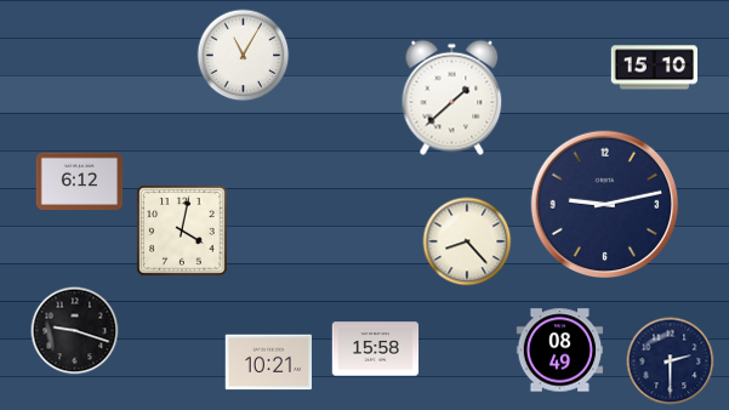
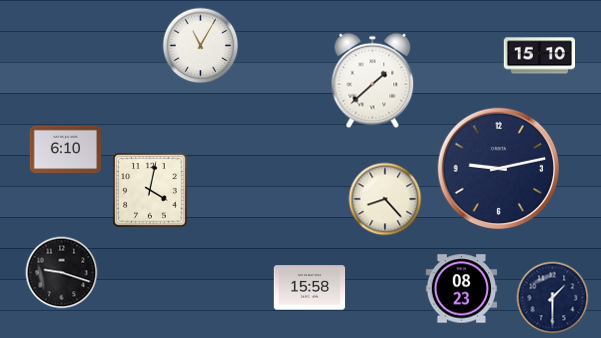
clock at (80, 182): 6:12 -> 6:10
clock at (560, 351): 08:49 -> 08:23
clock at (671, 361): 2:30 -> 1:30
clock at (268, 363): 10:21 -> none
